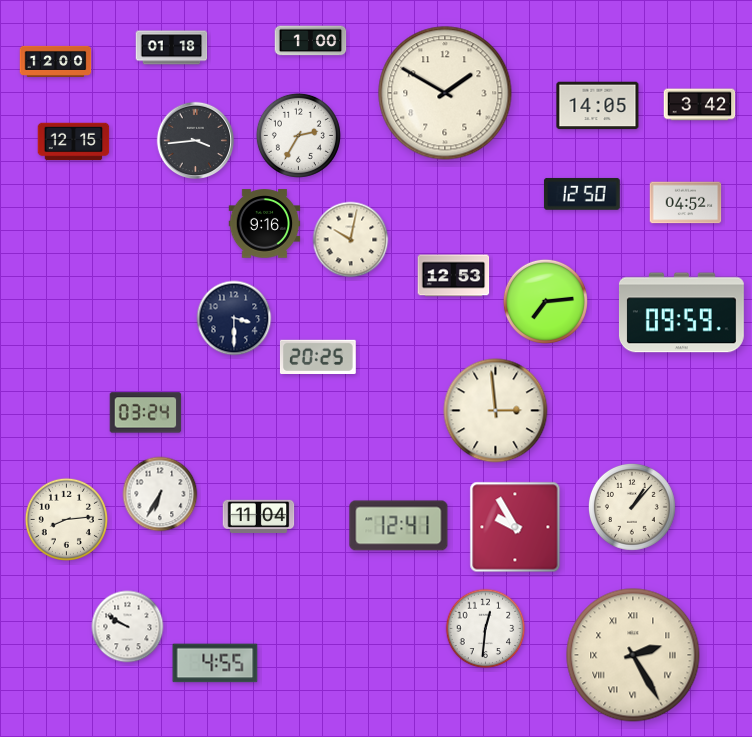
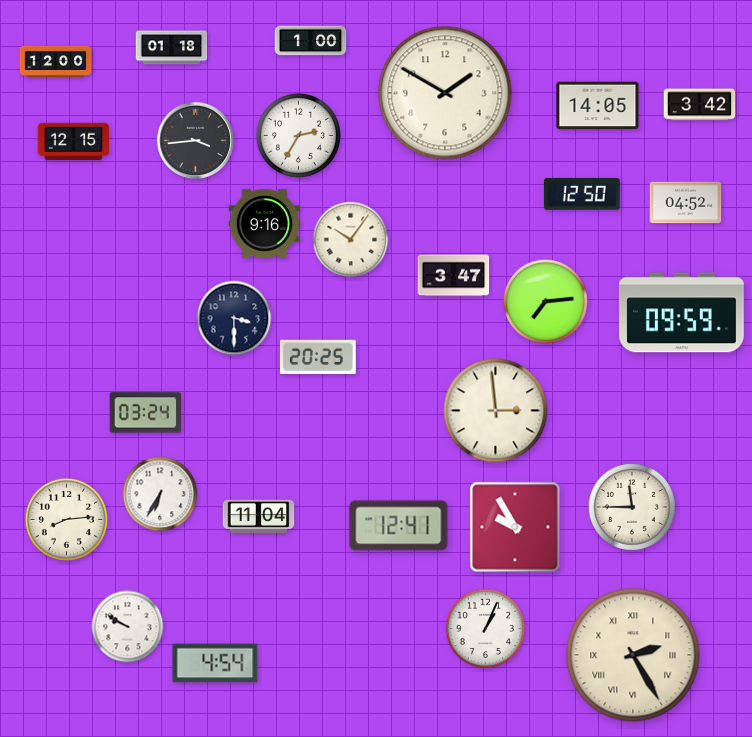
clock at (351, 240): 10:02 -> 10:06
clock at (454, 276): 12:53 -> 3:47
clock at (632, 507): 1:07 -> 11:45
clock at (486, 629): 12:31 -> 1:04
clock at (215, 663): 4:55 -> 4:54
